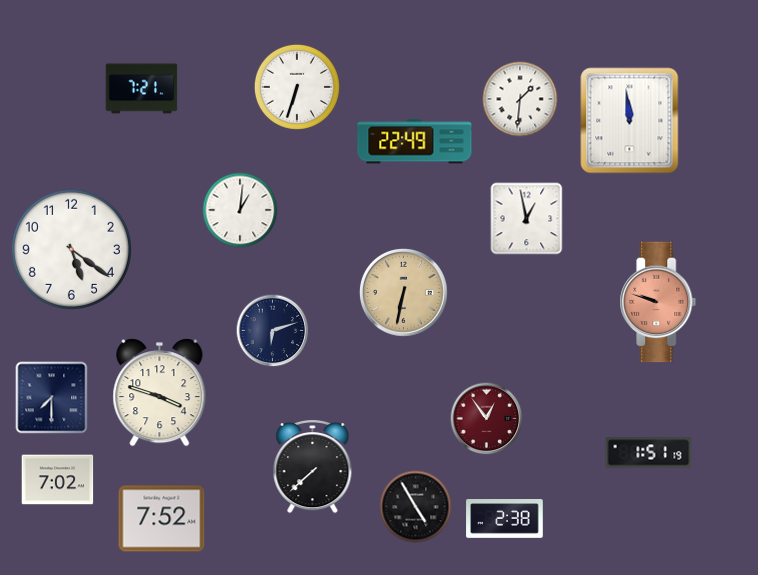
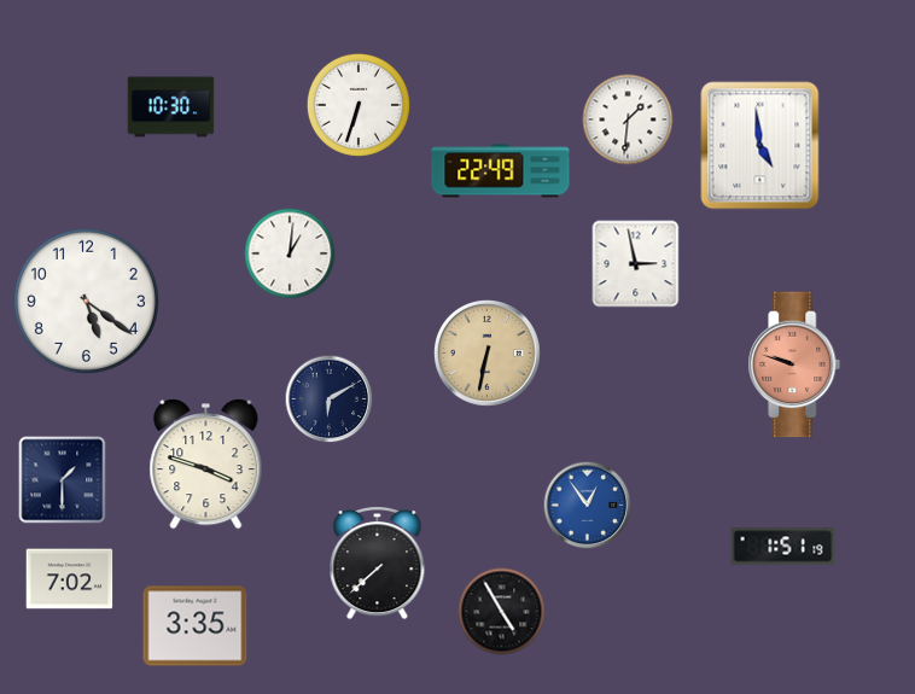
clock at (142, 89): 7:21 -> 10:30
clock at (630, 121): 11:59 -> 4:59
clock at (527, 219): 12:58 -> 2:58
clock at (273, 331): 6:12 -> 6:10
clock at (160, 393) position: (160, 393) -> (206, 465)
clock at (52, 398): 7:30 -> 1:30
clock at (487, 419) dial: burgundy -> blue
clock at (162, 519): 7:52 -> 3:35
clock at (505, 519): 2:38 -> none
